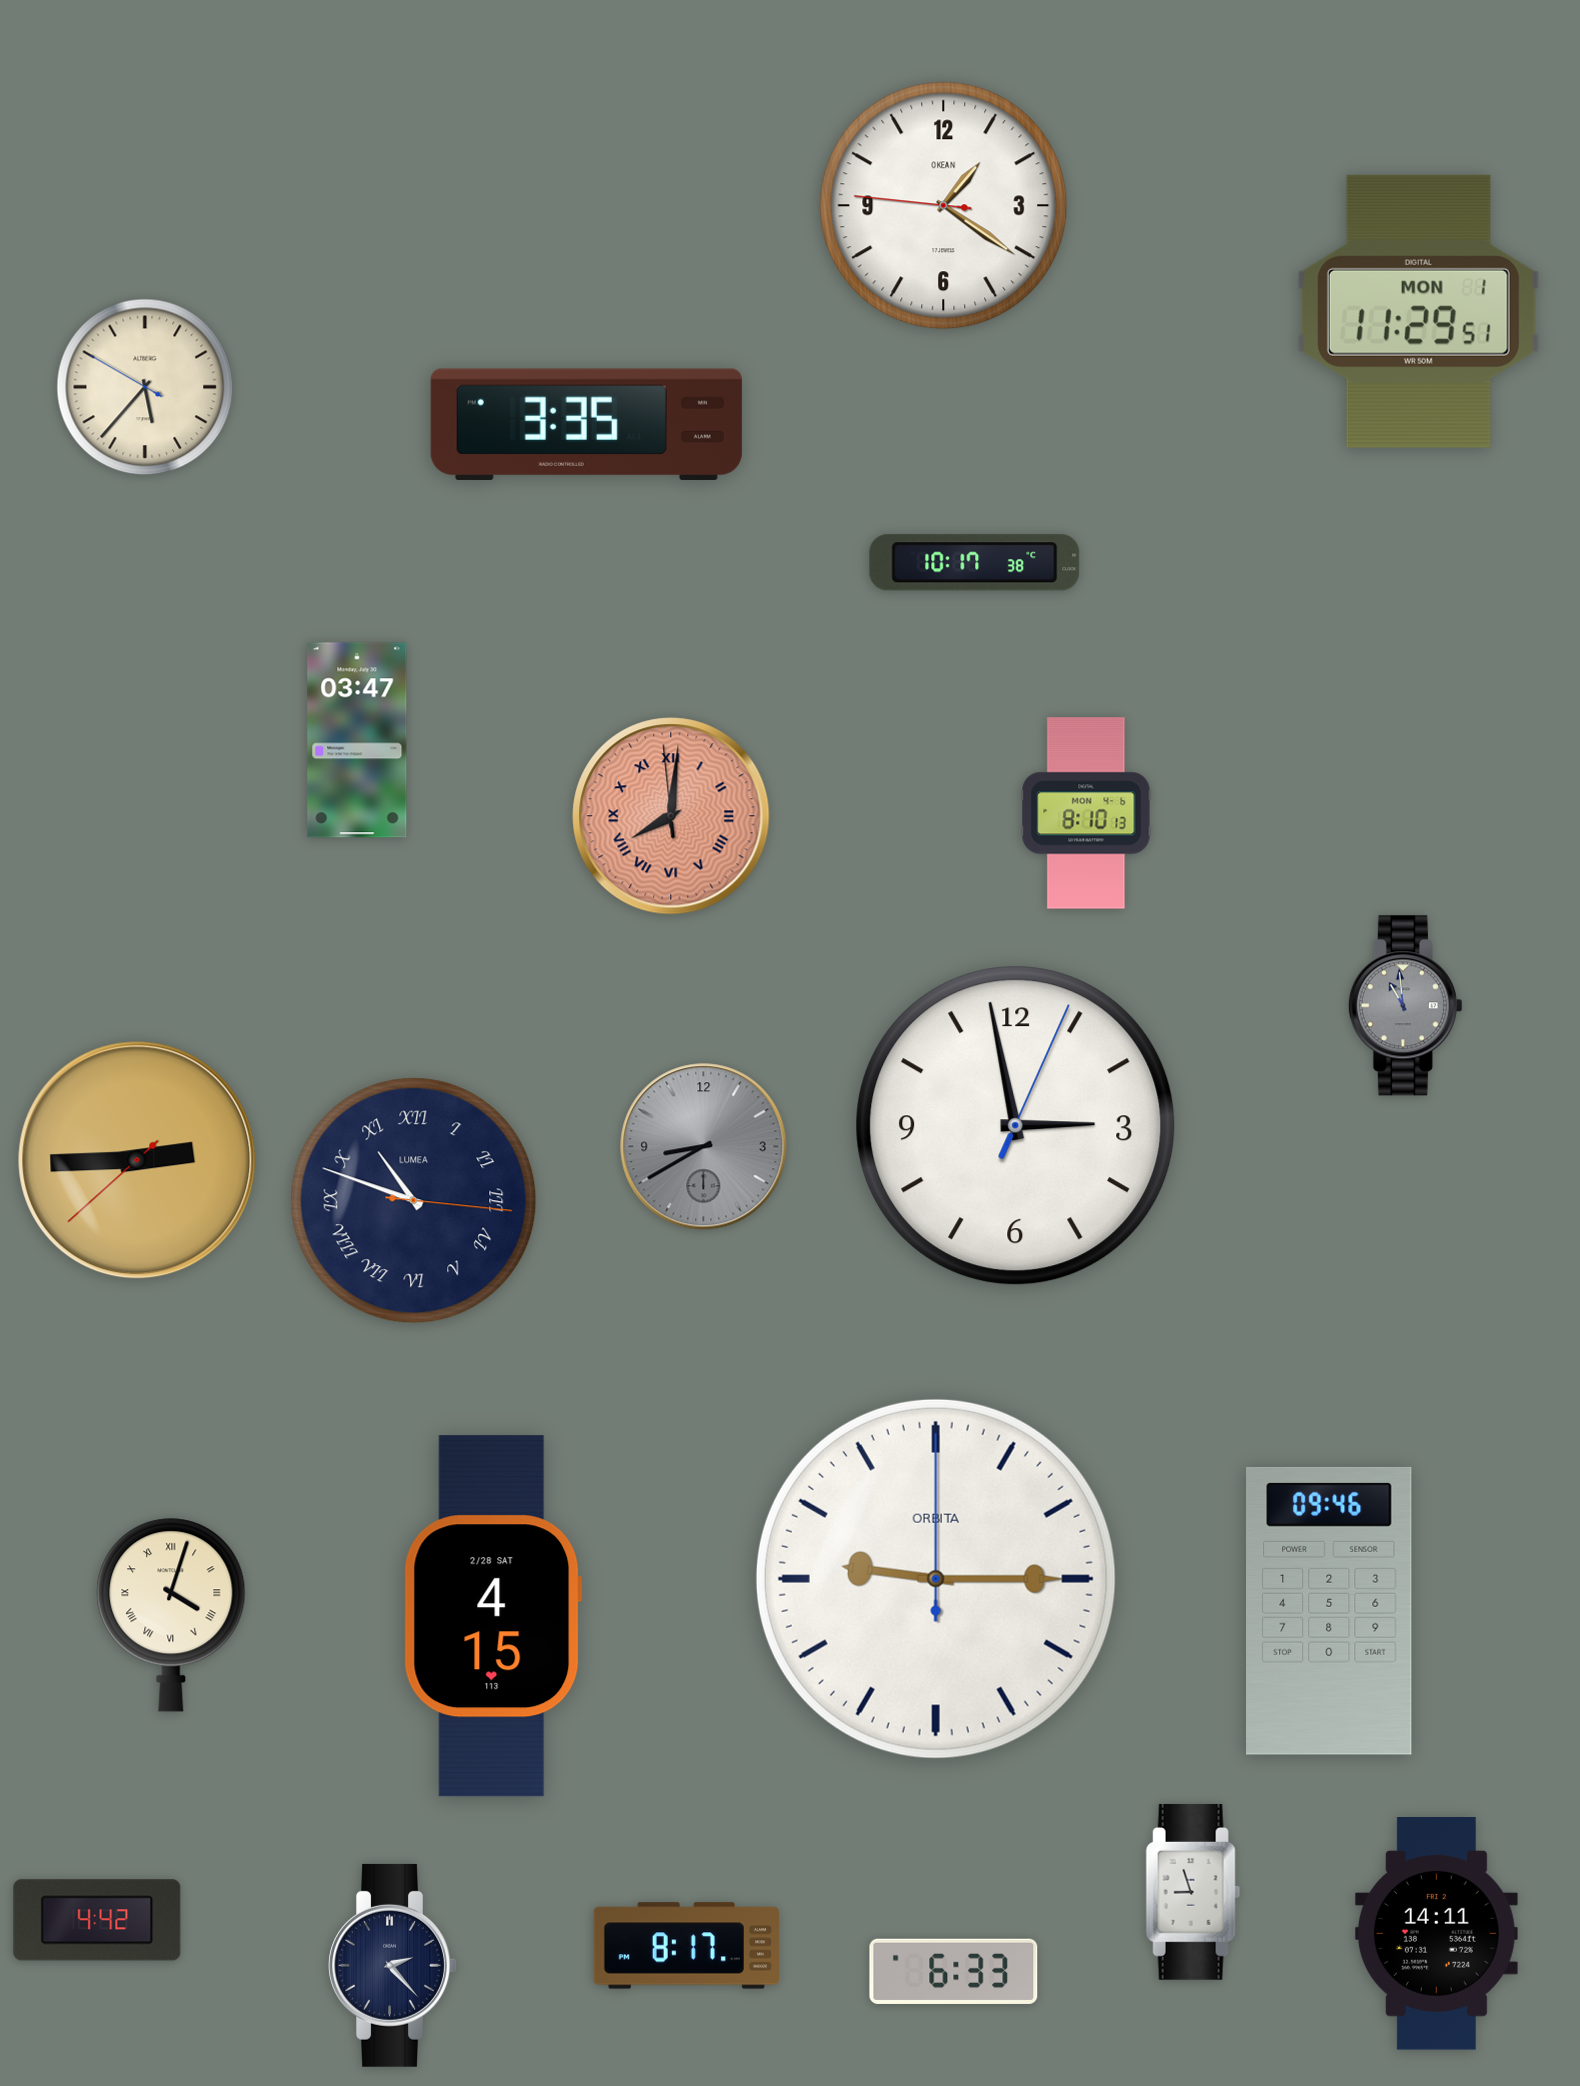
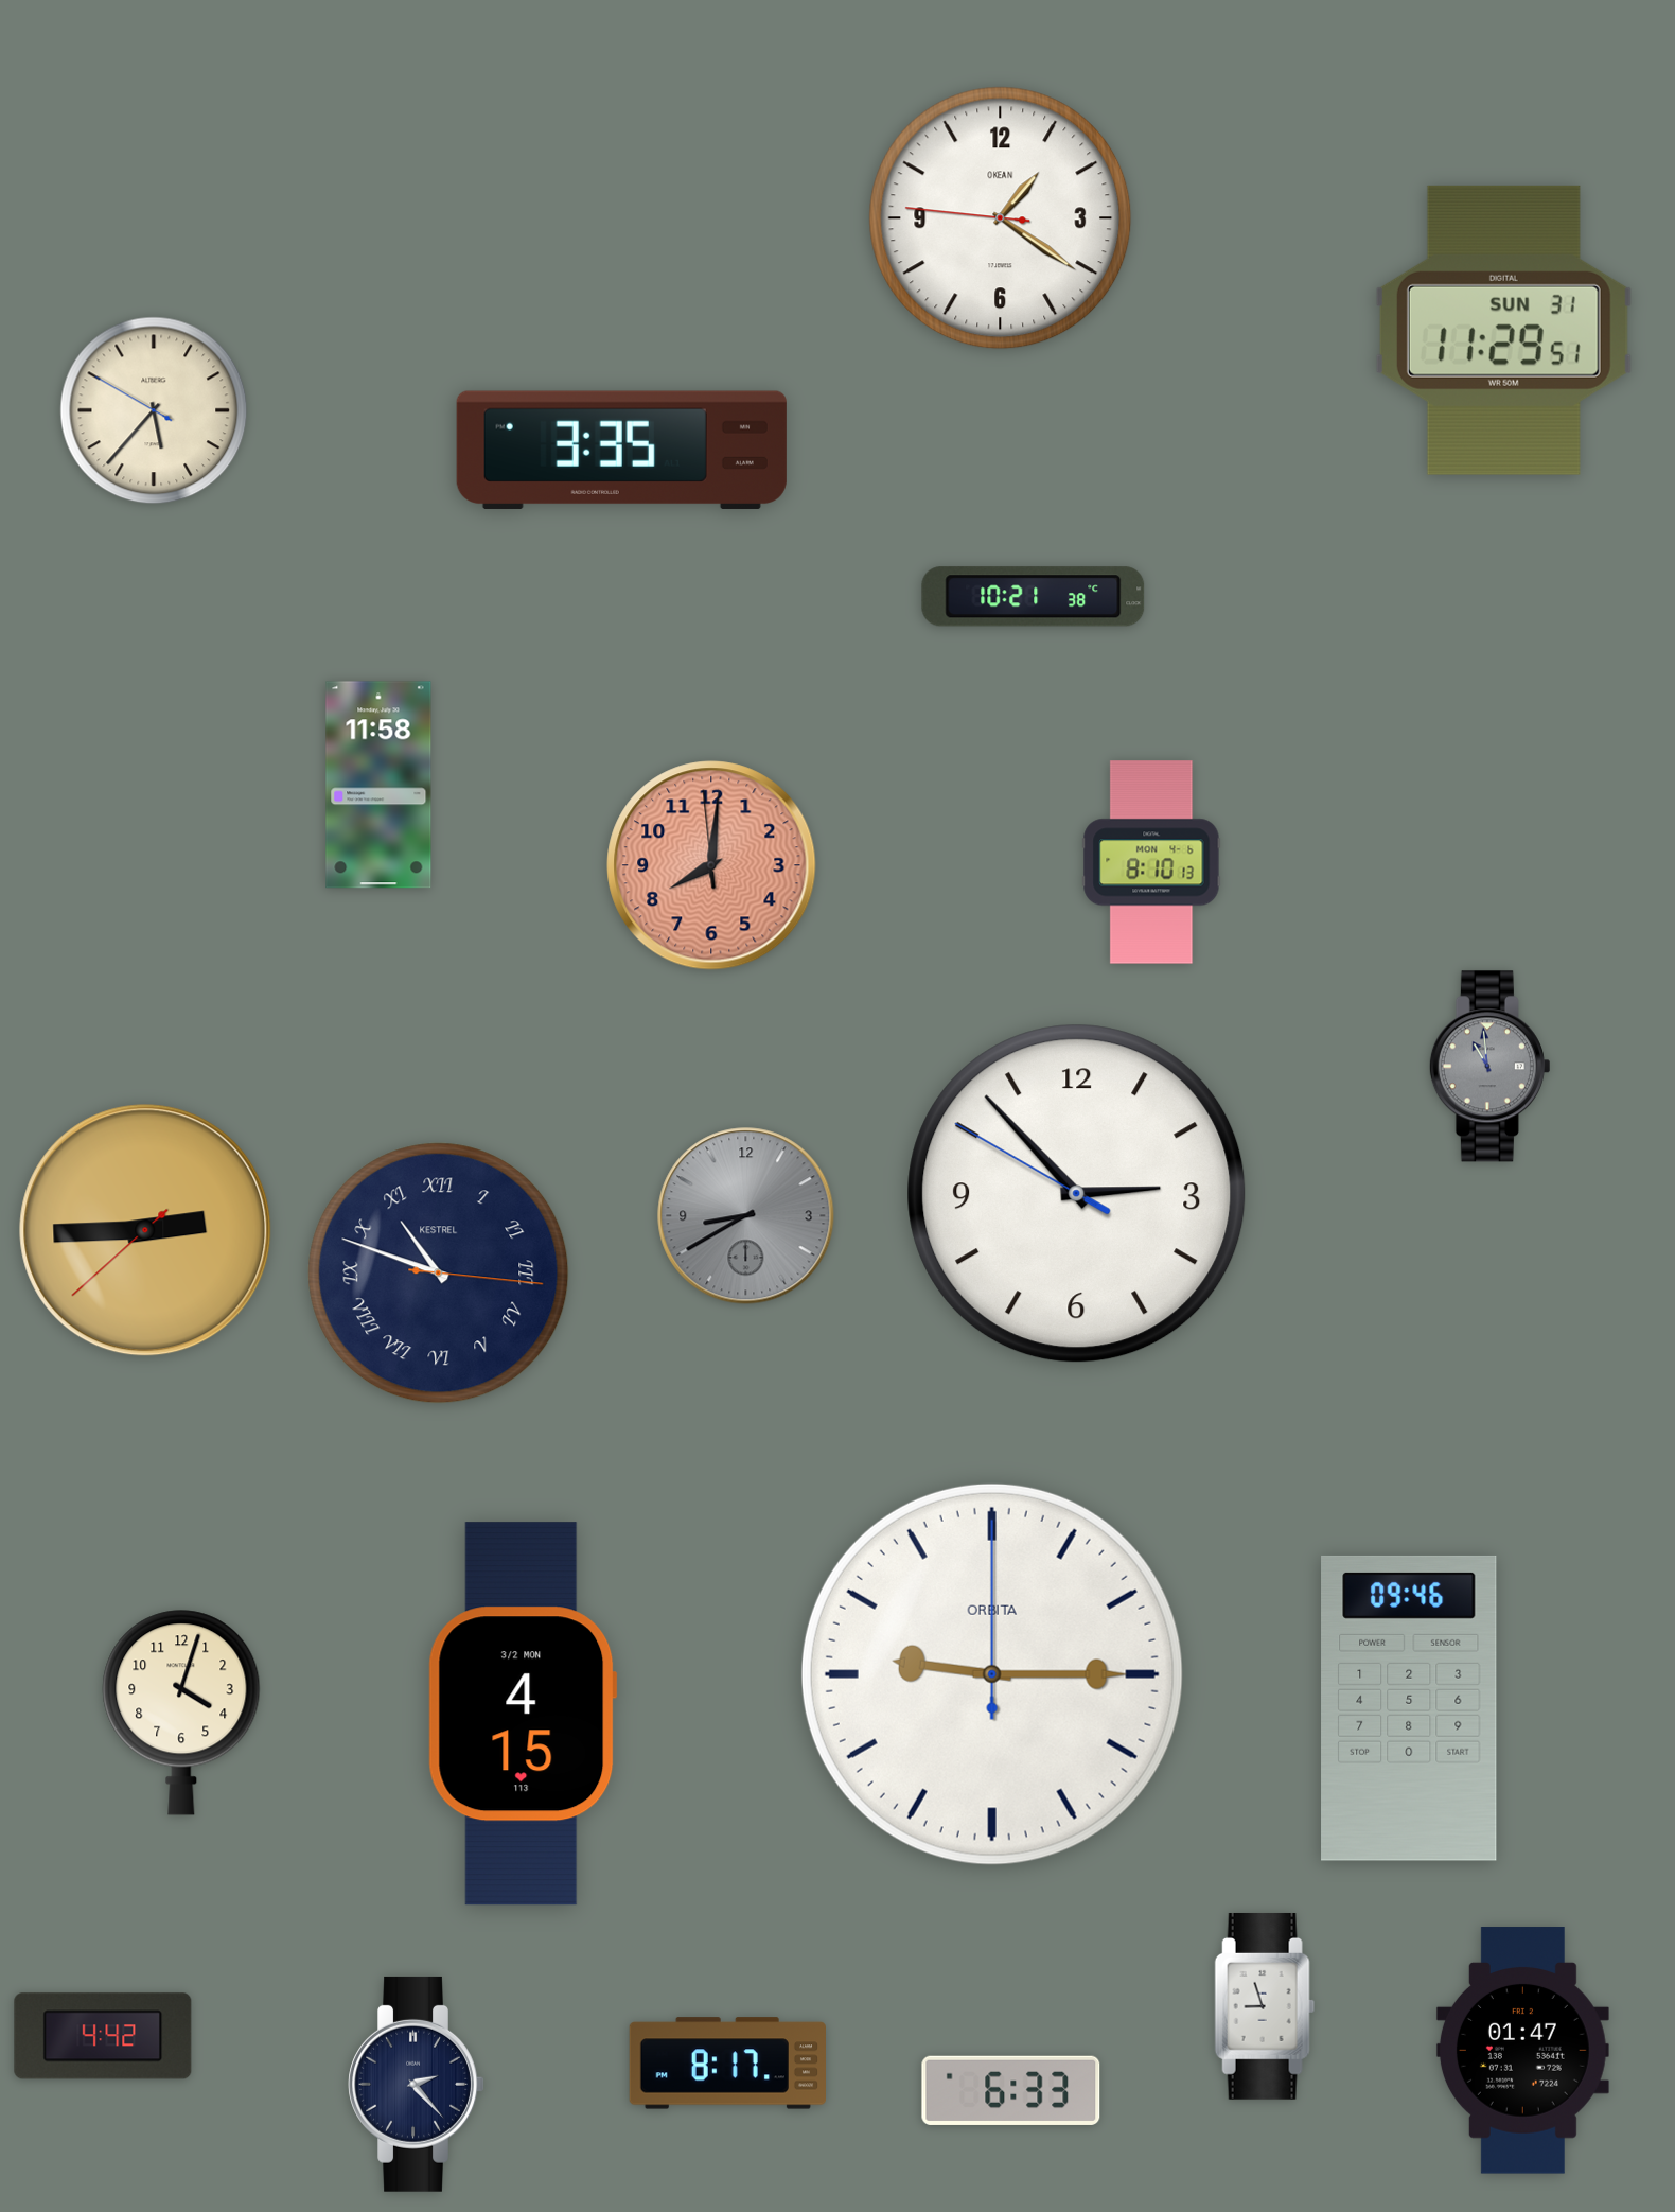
clock at (1418, 311) date: MON 1 -> SUN 31
clock at (975, 563): 10:17 -> 10:21
clock at (357, 740): 03:47 -> 11:58
clock at (671, 816) numerals: Roman -> Arabic
clock at (1016, 1126): 2:58 -> 2:52
clock at (414, 1201) brand: LUMEA -> KESTREL
clock at (171, 1615) numerals: Roman -> Arabic
clock at (493, 1616) date: 2/28 SAT -> 3/2 MON
clock at (1436, 1934): 14:11 -> 01:47
